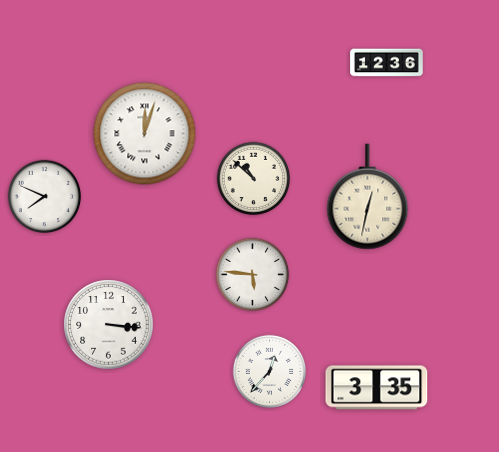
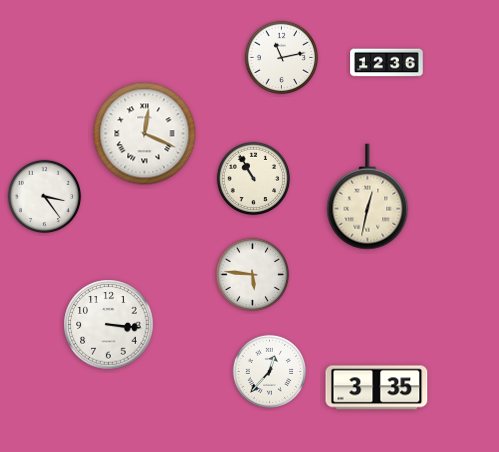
clock at (282, 58): none -> 11:13
clock at (145, 134): 12:03 -> 12:19
clock at (254, 179): 10:52 -> 10:55
clock at (45, 197): 7:49 -> 3:24
